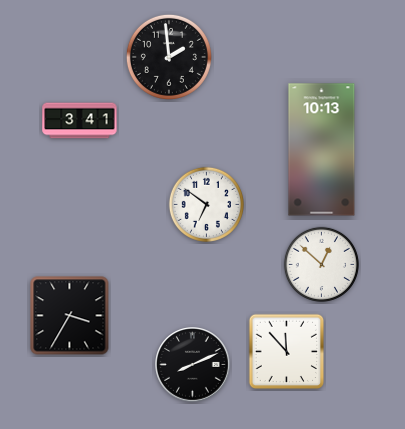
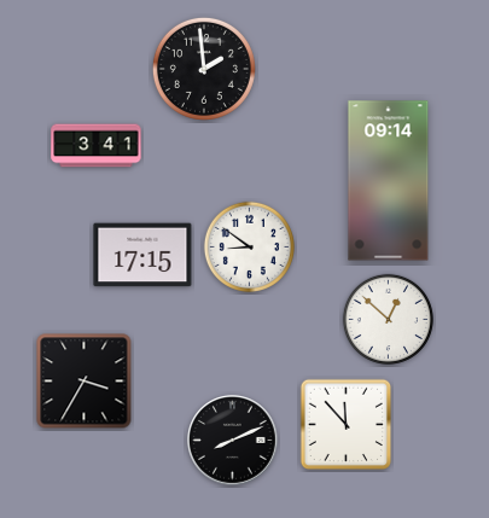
clock at (322, 150): 10:13 -> 09:14
clock at (206, 204): 6:51 -> 8:51
clock at (142, 255): none -> 17:15
